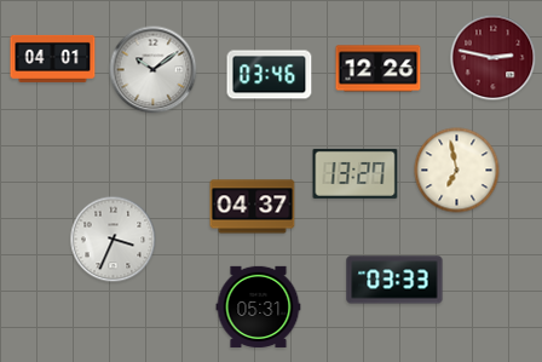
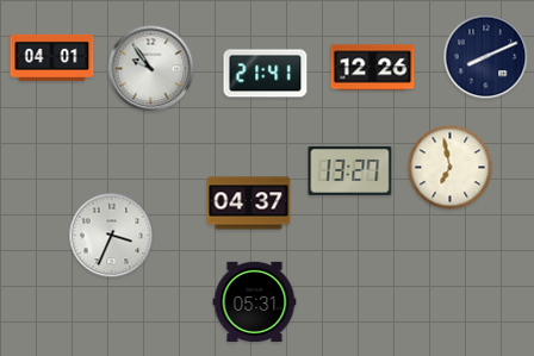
clock at (494, 58): 2:47 -> 8:11
clock at (494, 58) dial: burgundy -> navy
clock at (154, 70): 10:09 -> 9:54
clock at (270, 75): 03:46 -> 21:41
clock at (394, 280): 03:33 -> none
